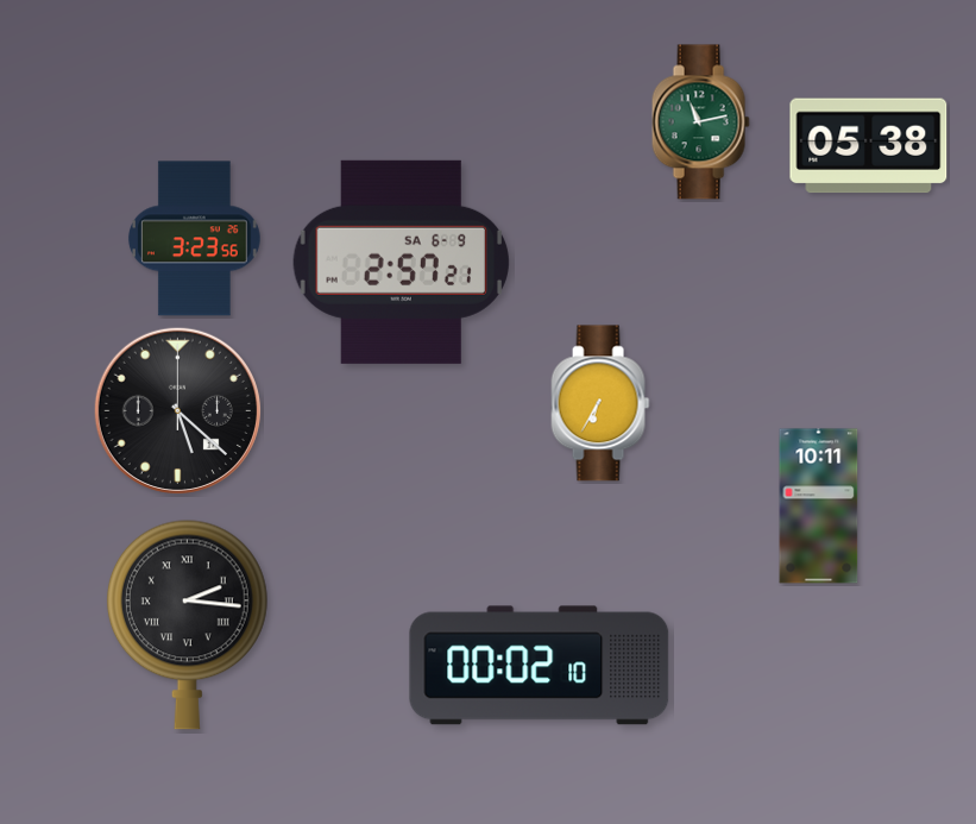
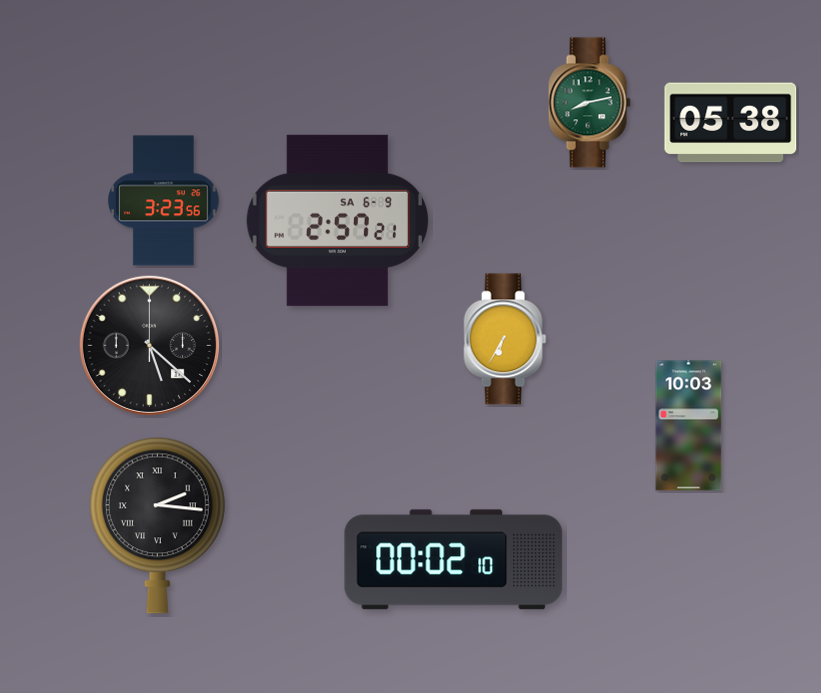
clock at (700, 122): 11:13 -> 8:13
clock at (819, 507): 10:11 -> 10:03
